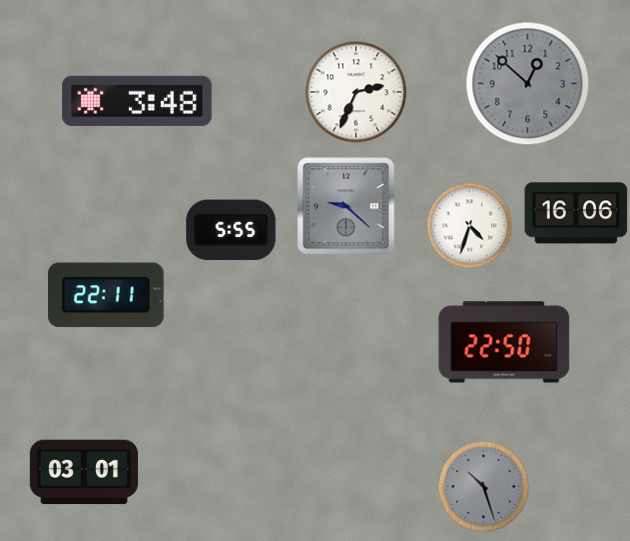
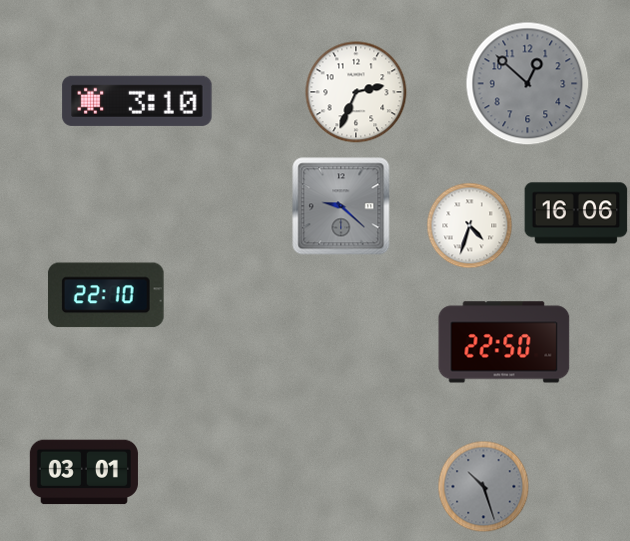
clock at (137, 101): 3:48 -> 3:10
clock at (346, 206) position: (346, 206) -> (341, 206)
clock at (231, 230): 5:55 -> none
clock at (106, 295): 22:11 -> 22:10
